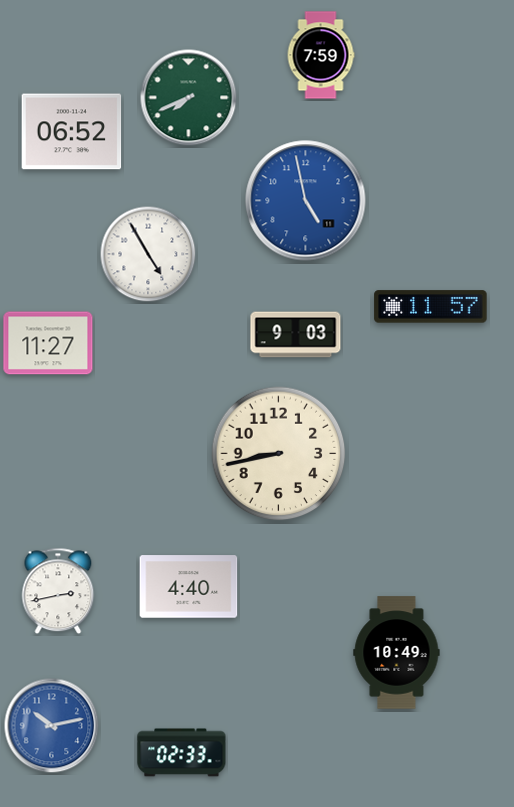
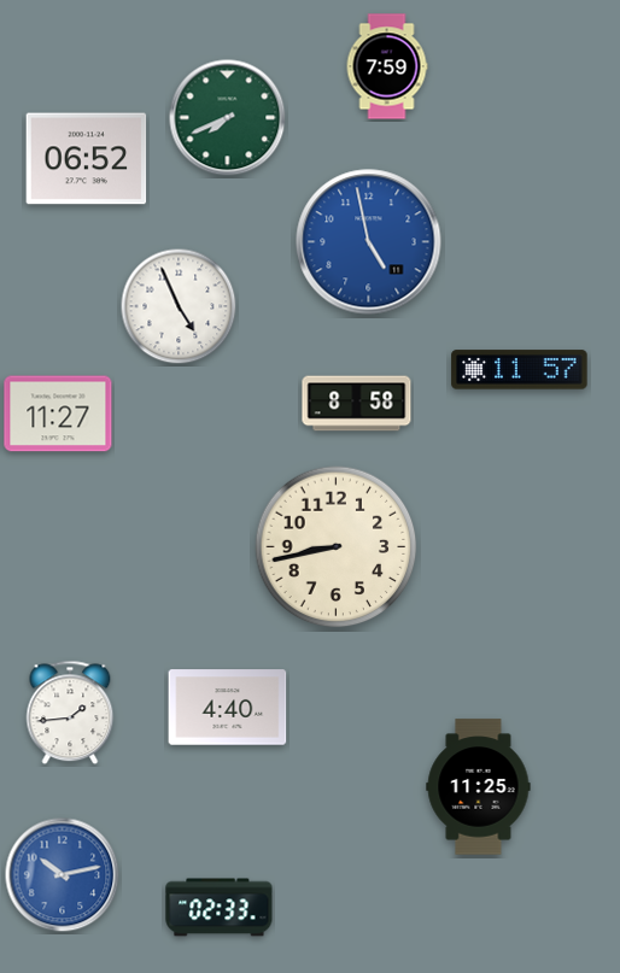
clock at (148, 254): 4:55 -> 4:56
clock at (296, 335): 9:03 -> 8:58
clock at (58, 591): 2:43 -> 1:44
clock at (397, 653): 10:49 -> 11:25
